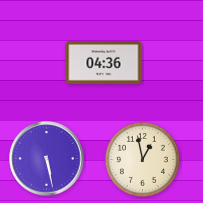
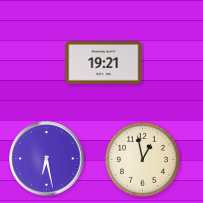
clock at (104, 63): 04:36 -> 19:21
clock at (47, 159): 5:28 -> 6:28
